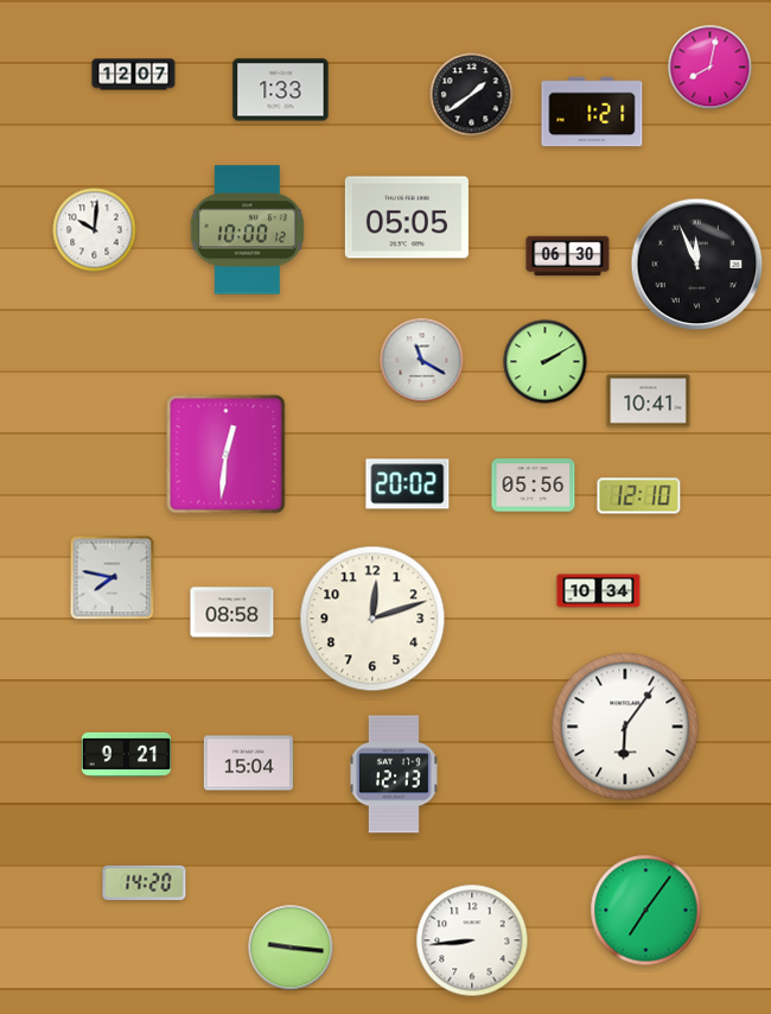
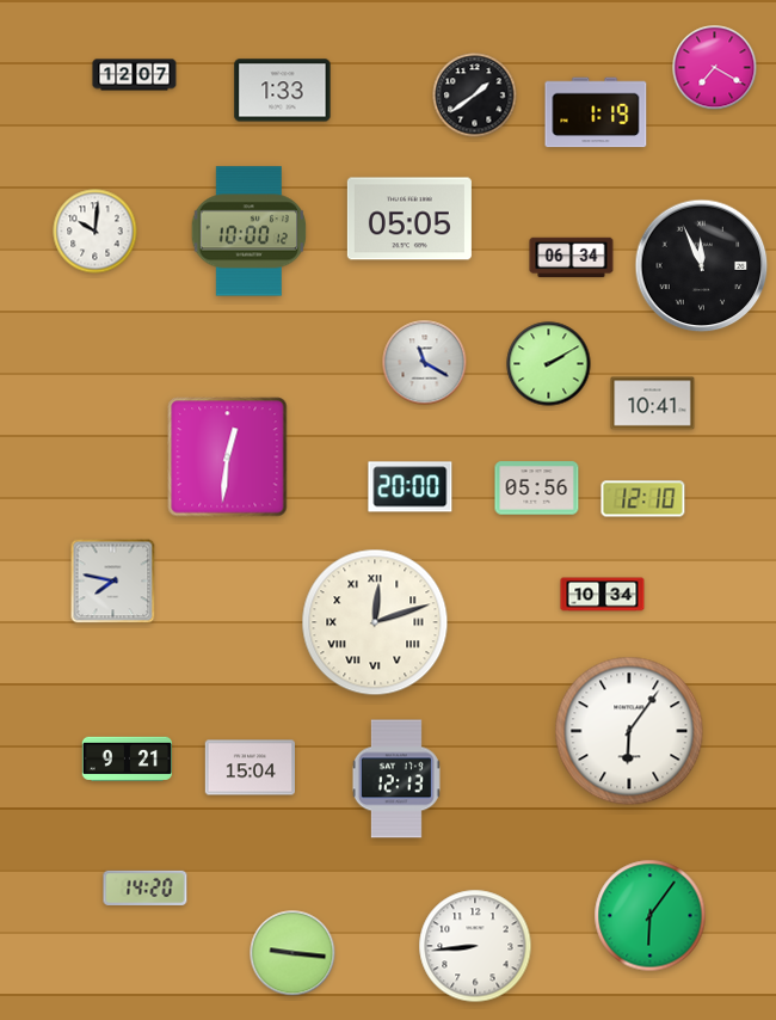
clock at (711, 68): 8:02 -> 7:20
clock at (592, 112): 1:21 -> 1:19
clock at (568, 256): 06:30 -> 06:34
clock at (408, 484): 20:02 -> 20:00
clock at (232, 613): 08:58 -> none
clock at (372, 619) numerals: Arabic -> Roman
clock at (646, 911): 7:06 -> 6:06
